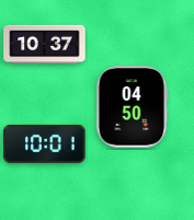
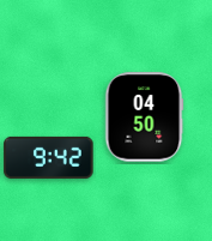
clock at (45, 45): 10:37 -> none
clock at (45, 143): 10:01 -> 9:42
